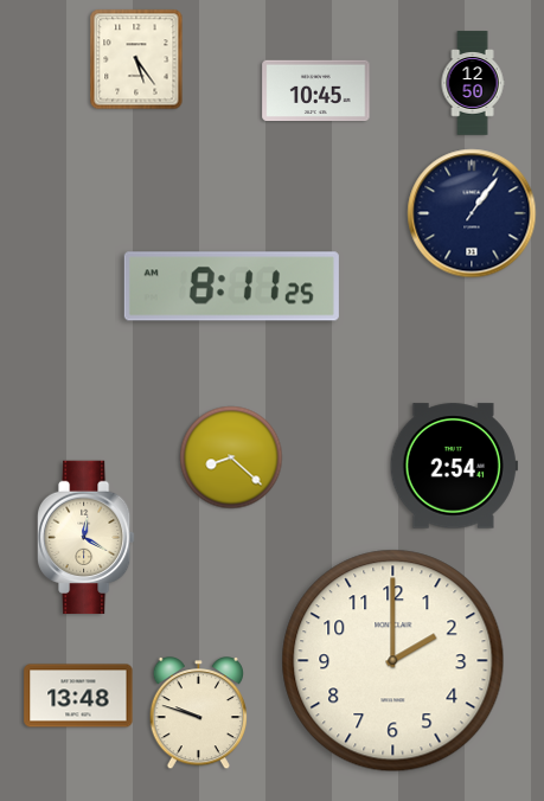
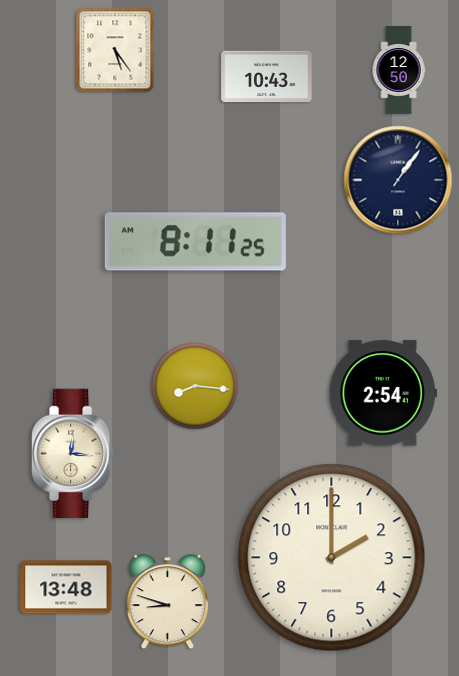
clock at (316, 91): 10:45 -> 10:43
clock at (231, 457): 8:22 -> 8:16
clock at (87, 538): 12:20 -> 12:16
clock at (198, 715): 9:48 -> 8:48
